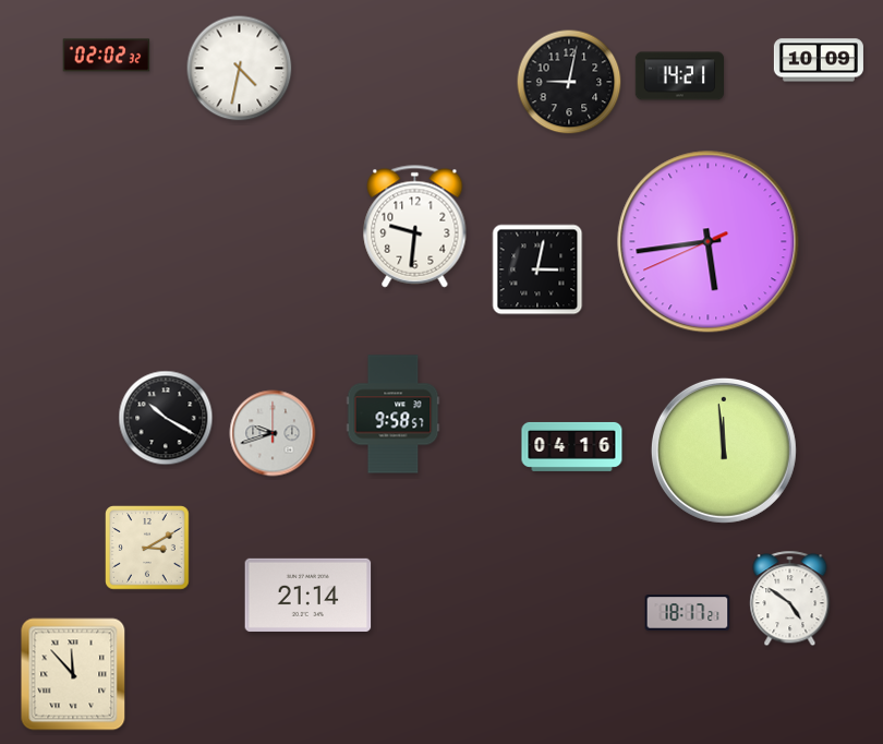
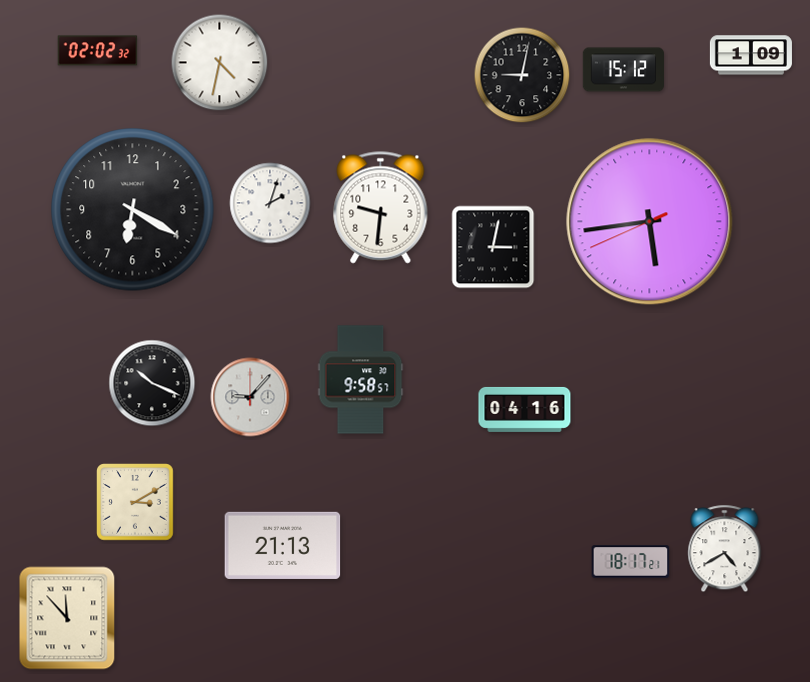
clock at (819, 60): 10:09 -> 1:09
clock at (679, 76): 14:21 -> 15:12
clock at (270, 203): none -> 2:03
clock at (133, 210): none -> 6:20
clock at (166, 418): 10:20 -> 10:19
clock at (273, 433): 9:42 -> 9:07
clock at (724, 451): 11:59 -> none
clock at (309, 595): 21:14 -> 21:13
clock at (790, 599): 4:51 -> 4:40
